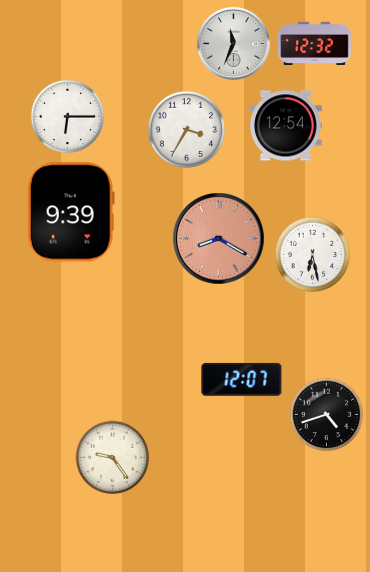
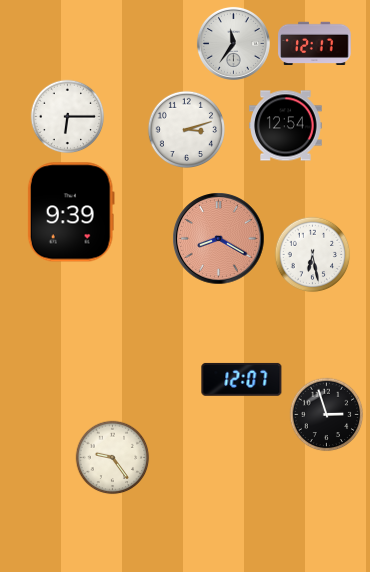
clock at (233, 43): 11:34 -> 11:36
clock at (315, 44): 12:32 -> 12:17
clock at (186, 129): 3:35 -> 3:12
clock at (327, 415): 4:42 -> 2:57
